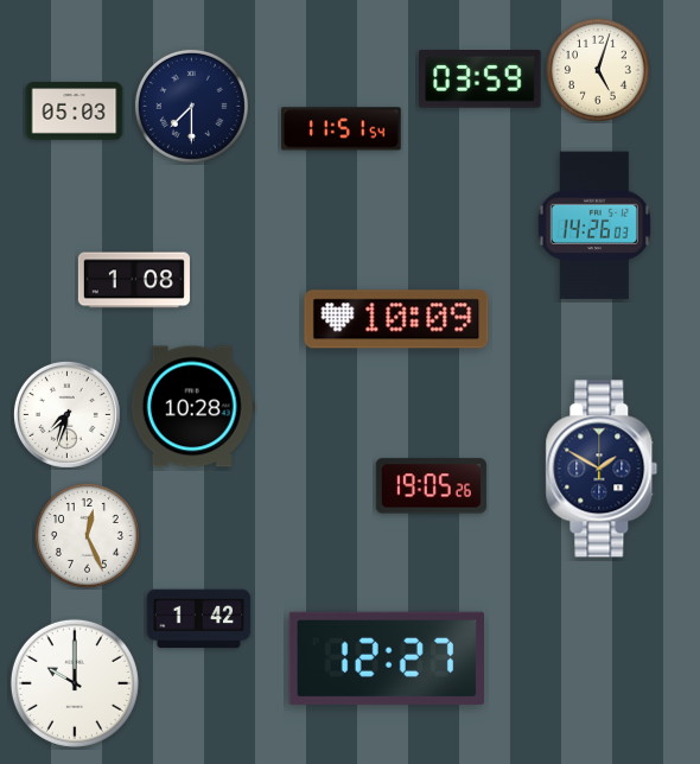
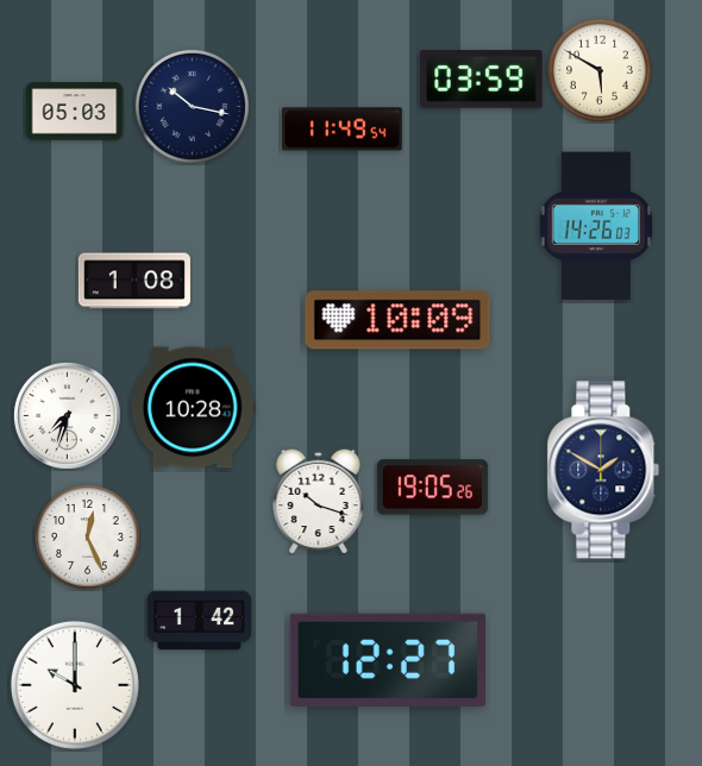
clock at (598, 70): 5:03 -> 5:50
clock at (191, 106): 7:30 -> 10:17
clock at (342, 129): 11:51 -> 11:49
clock at (319, 501): none -> 10:18
